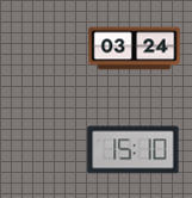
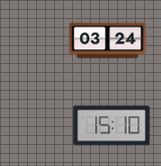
clock at (135, 49) position: (135, 49) -> (108, 41)
